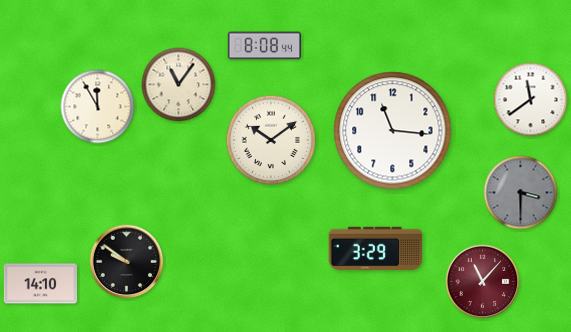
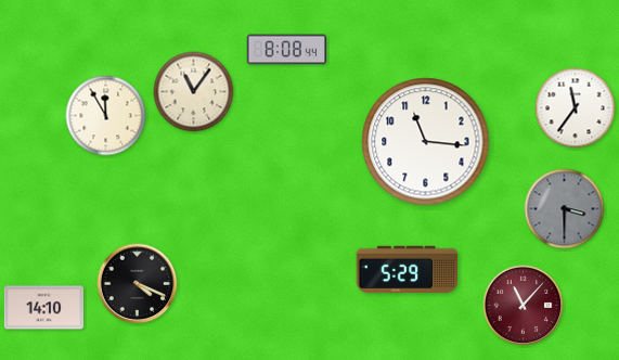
clock at (531, 100): 11:39 -> 11:36
clock at (271, 140): 10:09 -> none
clock at (376, 249): 3:29 -> 5:29
clock at (127, 262): 9:51 -> 4:19
